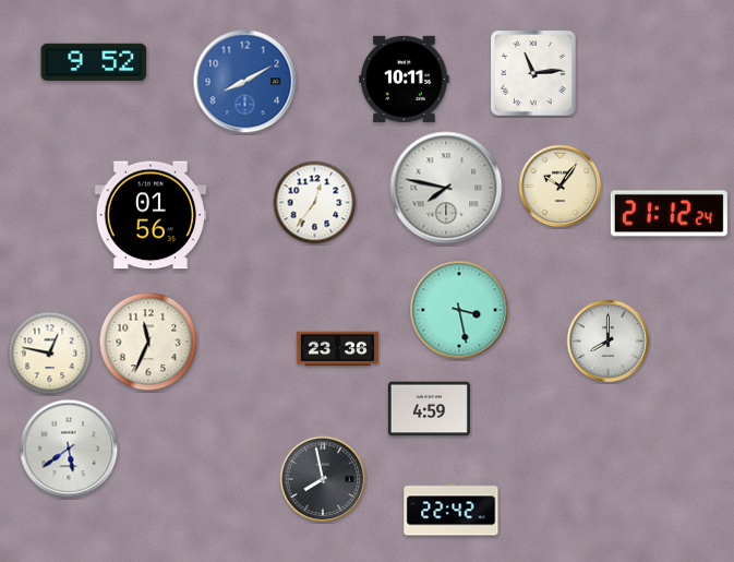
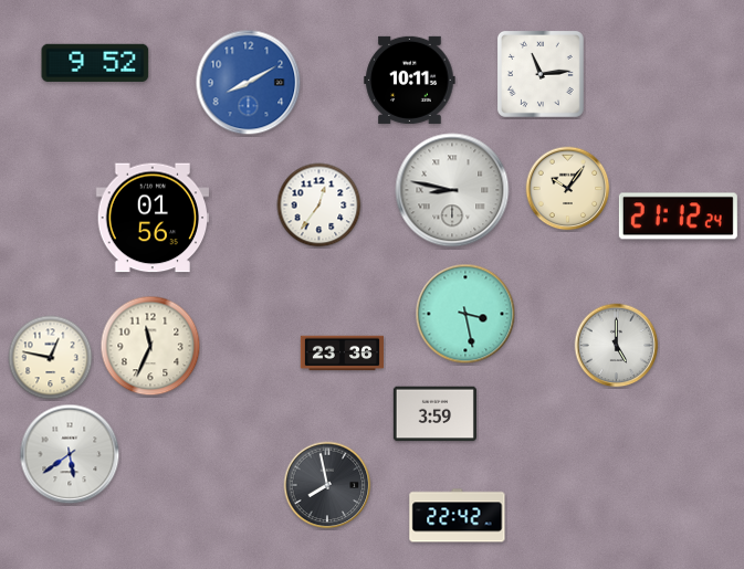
clock at (446, 188): 7:47 -> 8:47
clock at (609, 342): 8:00 -> 5:00
clock at (429, 409): 4:59 -> 3:59
